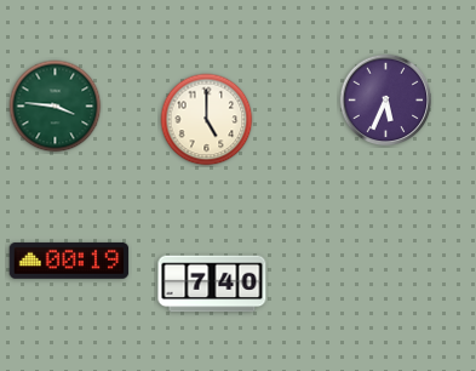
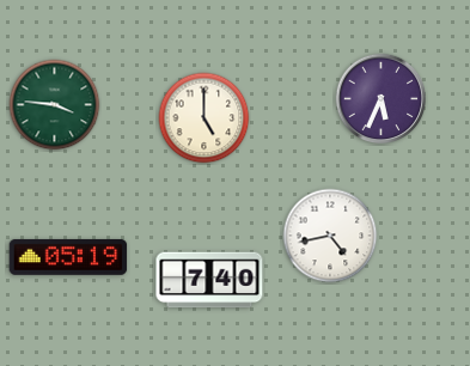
clock at (330, 236): none -> 4:43
clock at (69, 261): 00:19 -> 05:19
